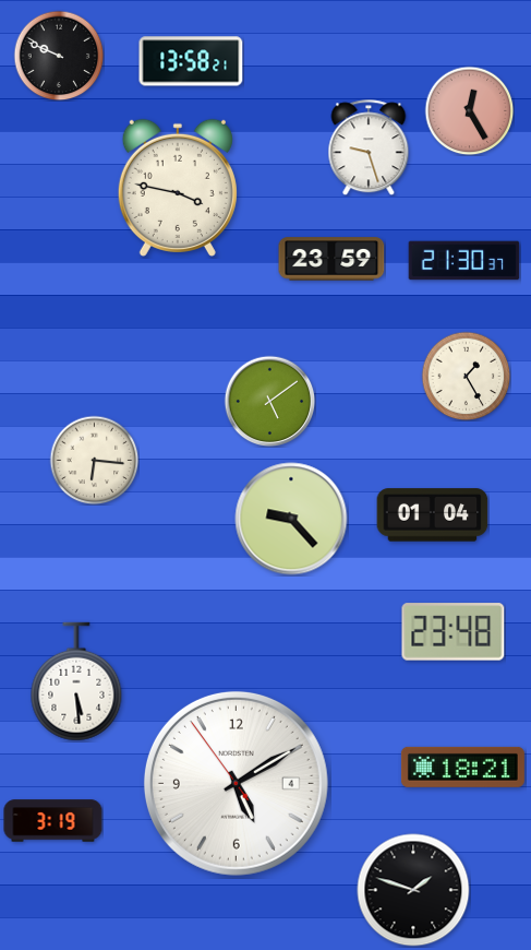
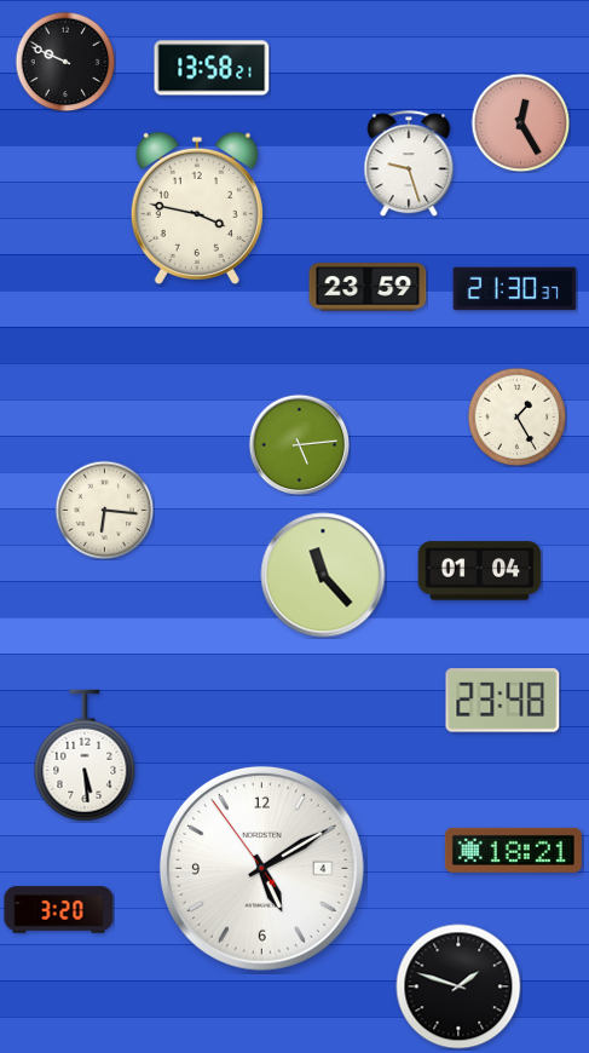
clock at (269, 401): 5:09 -> 5:14
clock at (291, 519): 9:23 -> 11:23
clock at (53, 821): 3:19 -> 3:20
